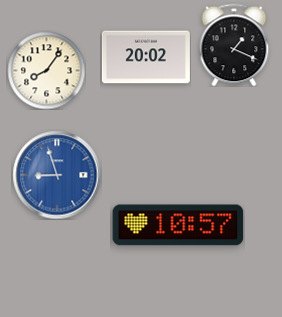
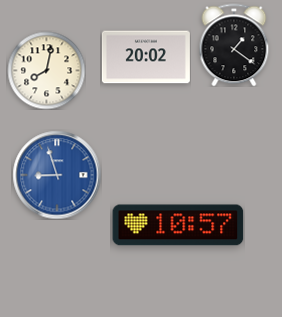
clock at (234, 45): 1:19 -> 1:21
clock at (46, 70): 8:06 -> 8:02
